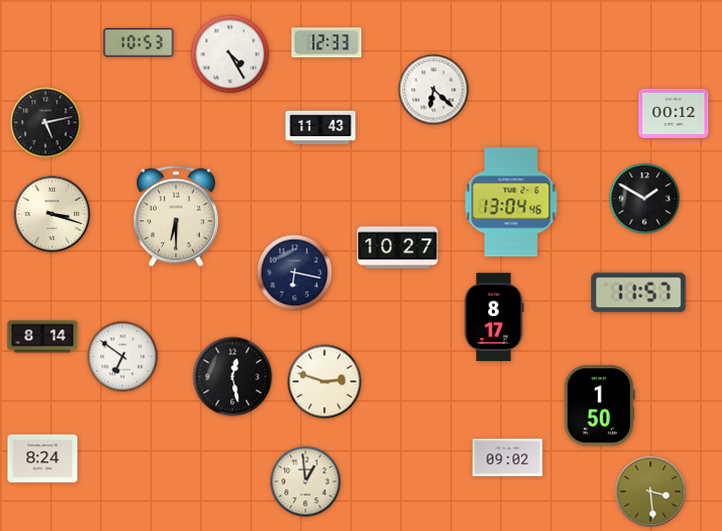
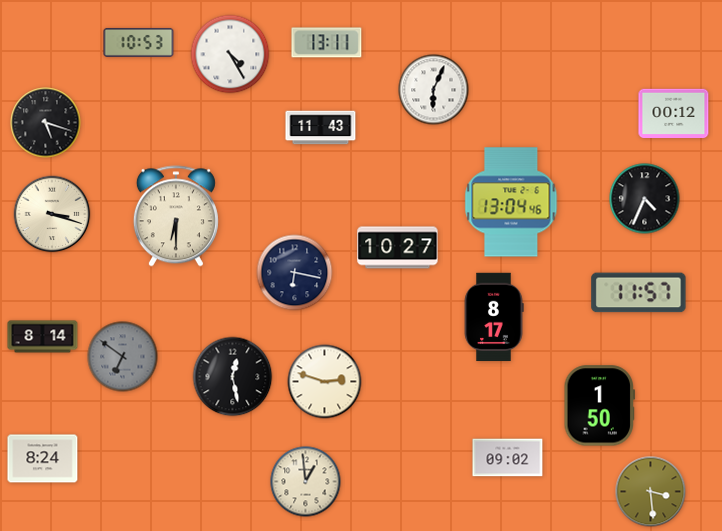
clock at (327, 43): 12:33 -> 13:11
clock at (434, 90): 6:22 -> 6:04
clock at (46, 123): 5:13 -> 5:18
clock at (645, 199): 1:50 -> 4:34
clock at (123, 357) dial: white -> grey
